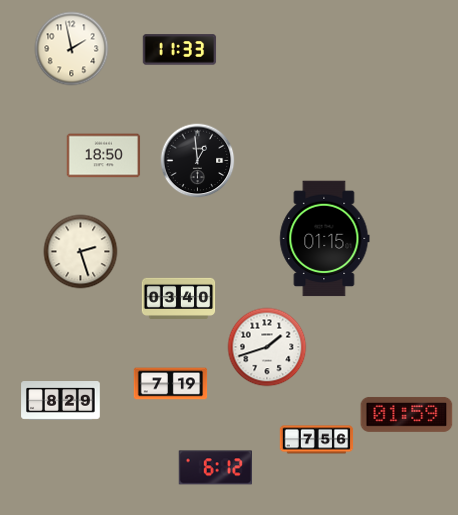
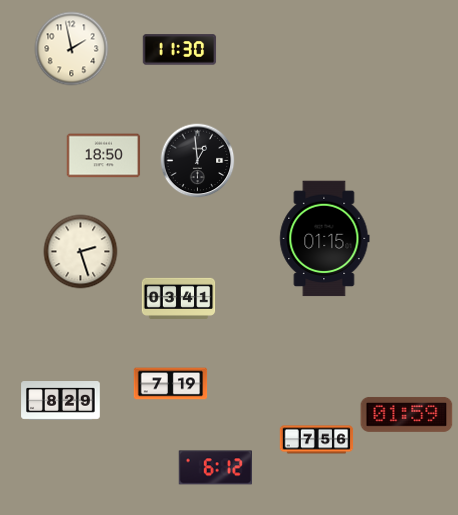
clock at (180, 50): 11:33 -> 11:30
clock at (179, 298): 03:40 -> 03:41
clock at (267, 347): 1:42 -> none
